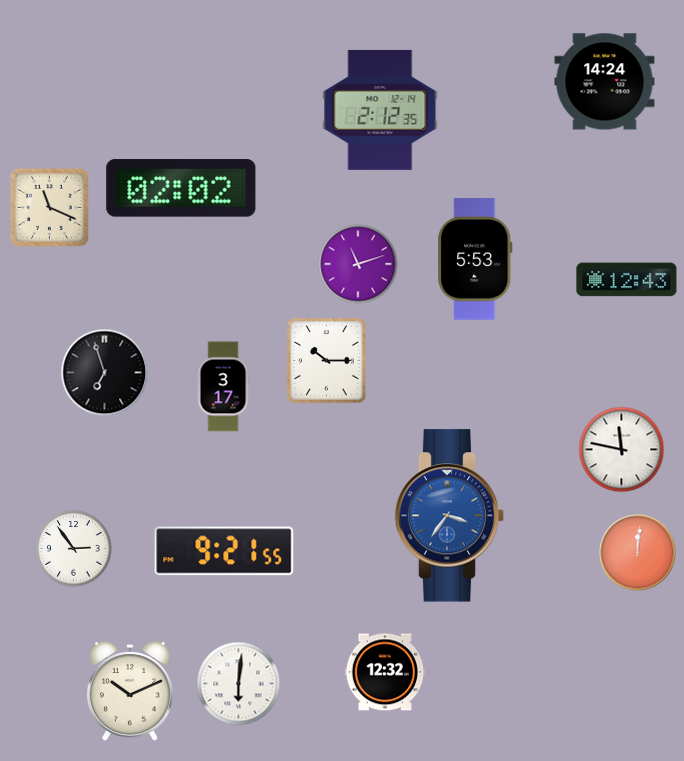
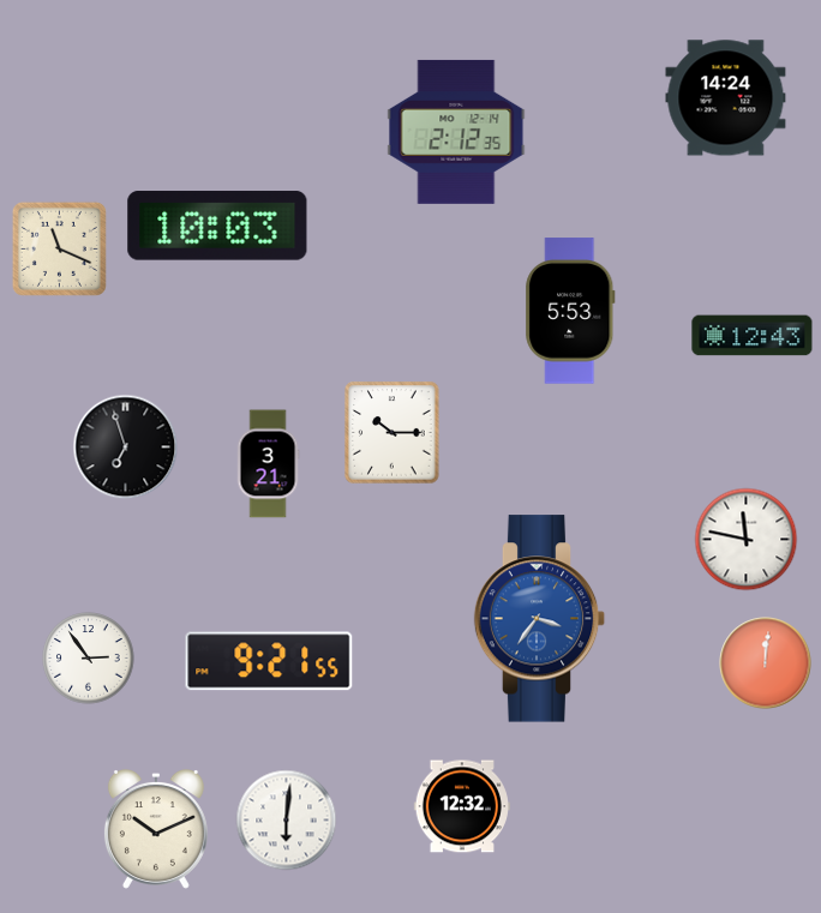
clock at (181, 188): 02:02 -> 10:03
clock at (358, 264): 11:12 -> none
clock at (223, 387): 3:17 -> 3:21
